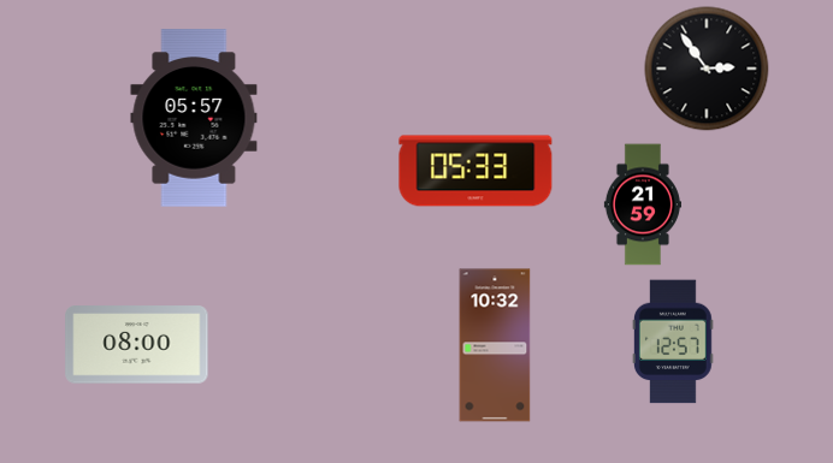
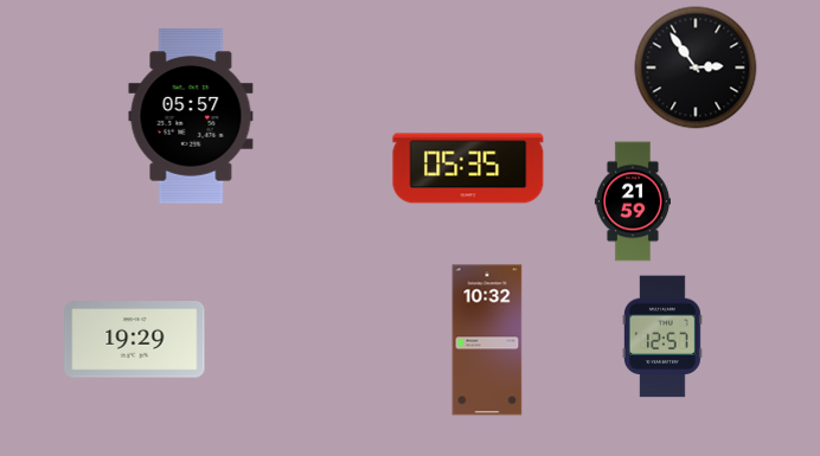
clock at (475, 171): 05:33 -> 05:35
clock at (137, 345): 08:00 -> 19:29
